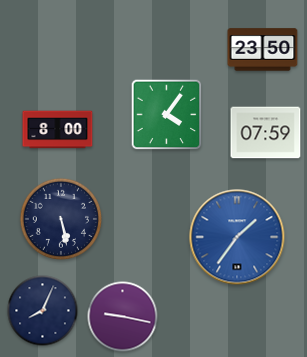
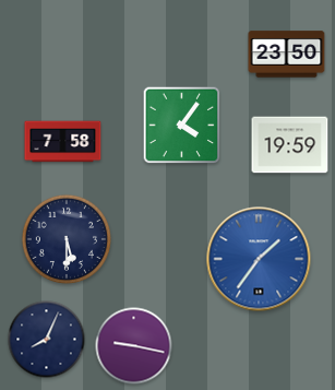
clock at (58, 130): 8:00 -> 7:58
clock at (266, 133): 07:59 -> 19:59
clock at (61, 219): 5:28 -> 5:30
